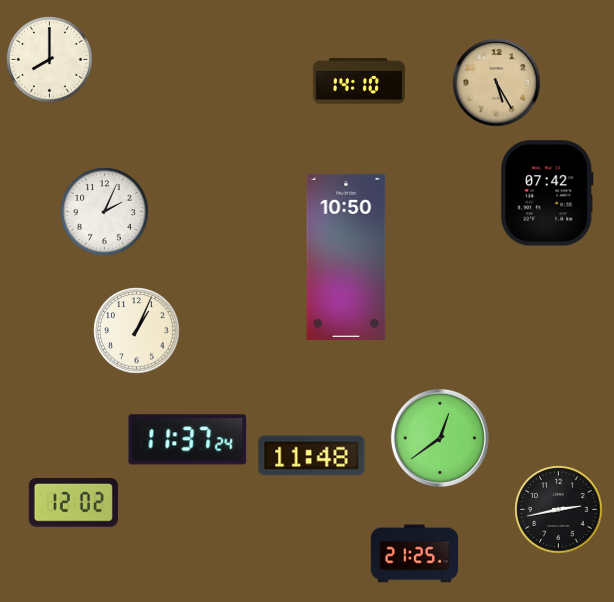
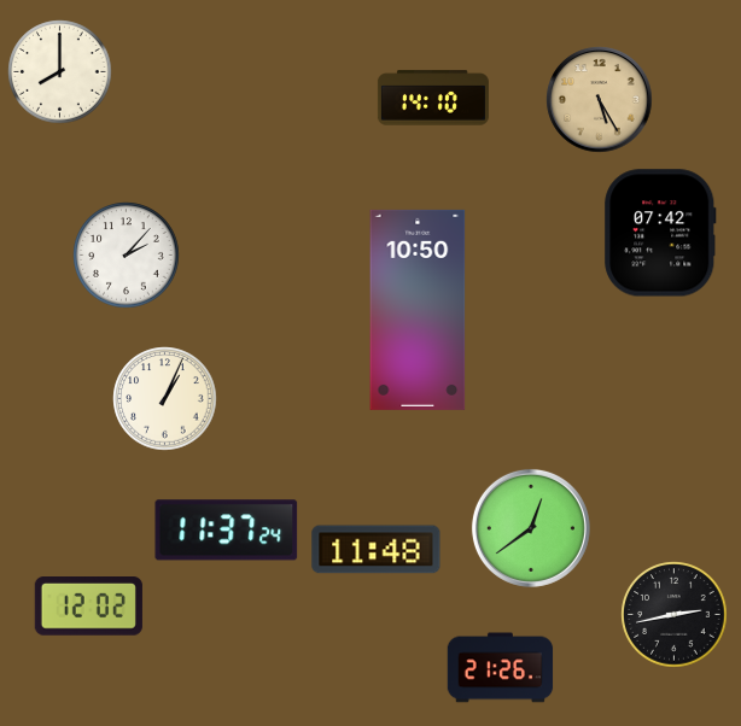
clock at (105, 212): 2:04 -> 2:07
clock at (415, 554): 21:25 -> 21:26
